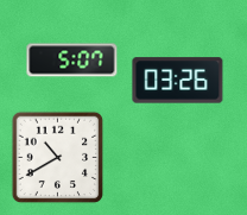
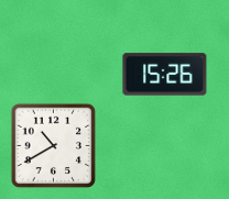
clock at (72, 61): 5:07 -> none
clock at (178, 81): 03:26 -> 15:26
